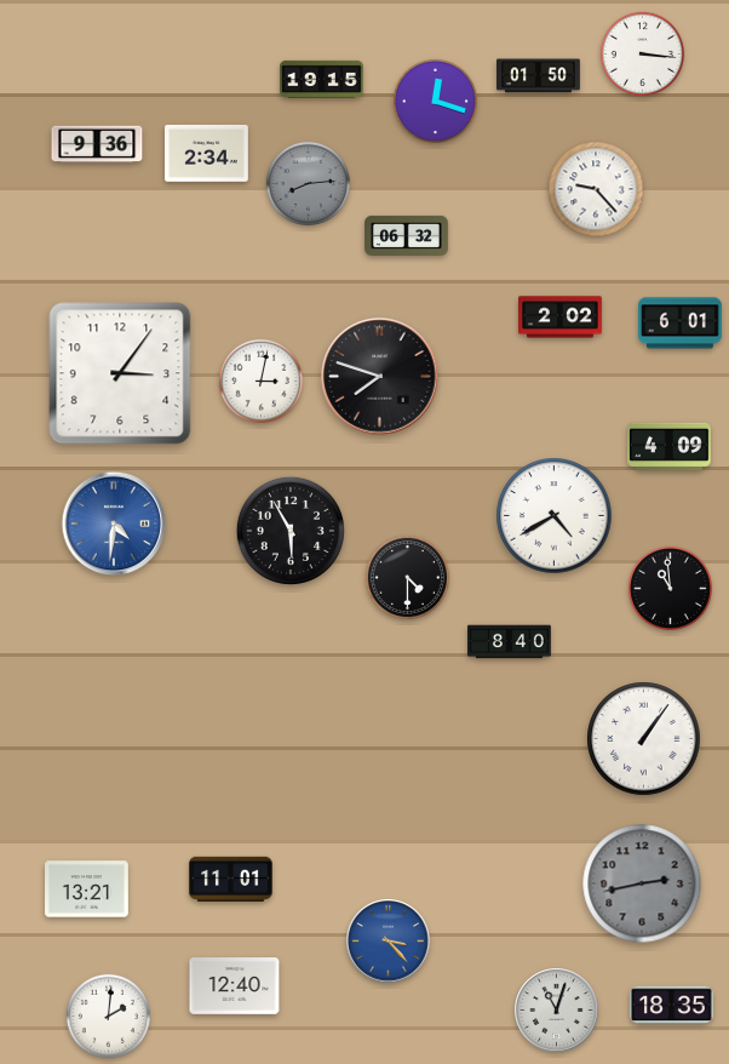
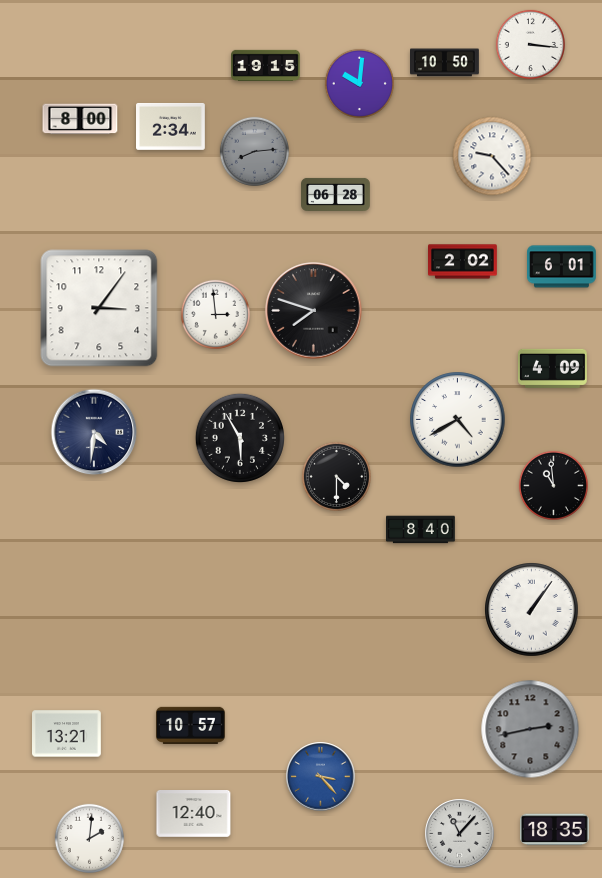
clock at (539, 76): 01:50 -> 10:50
clock at (435, 101): 12:18 -> 10:01
clock at (97, 144): 9:36 -> 8:00
clock at (407, 235): 06:32 -> 06:28
clock at (260, 381): 3:02 -> 2:59
clock at (555, 516) position: (555, 516) -> (458, 420)
clock at (114, 524) dial: blue -> navy
clock at (231, 879): 11:01 -> 10:57
clock at (87, 889) position: (87, 889) -> (67, 734)
clock at (557, 1011): 11:03 -> 11:07
